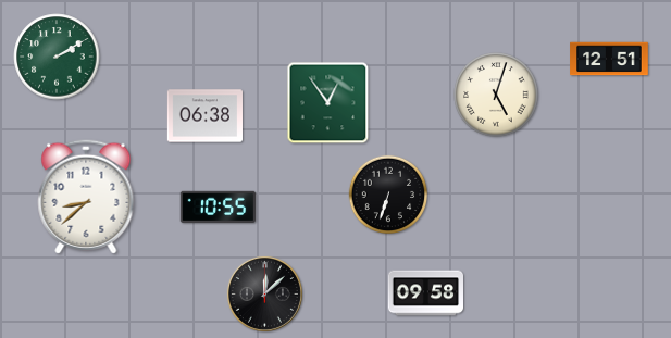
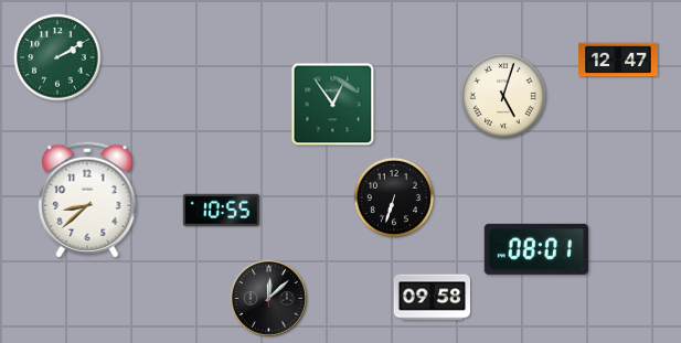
clock at (609, 59): 12:51 -> 12:47
clock at (204, 116): 06:38 -> none
clock at (536, 249): none -> 08:01
